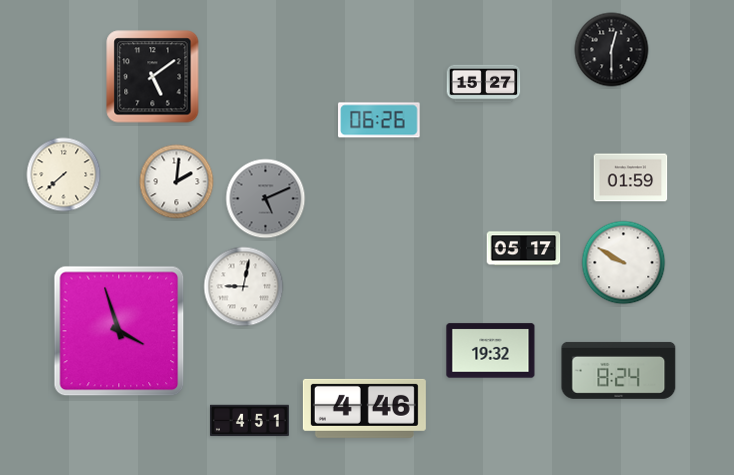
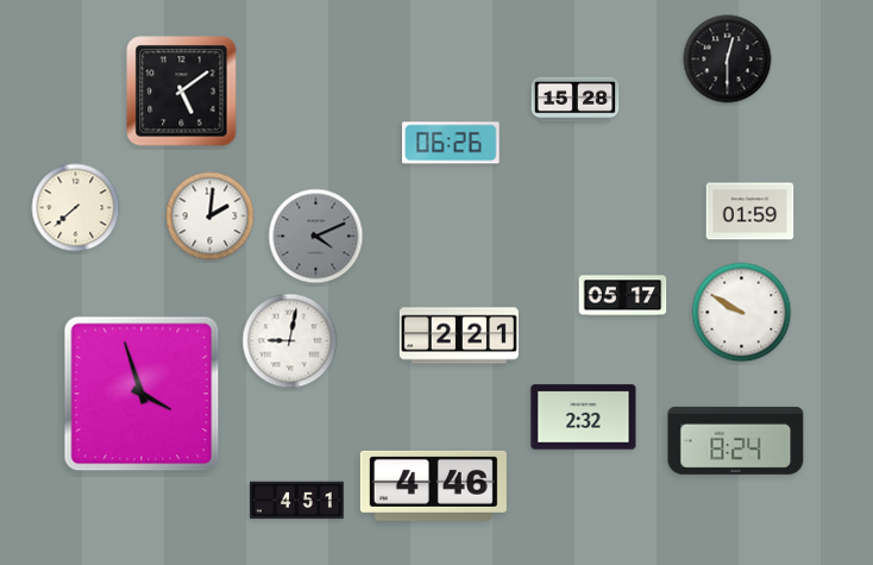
clock at (484, 84): 15:27 -> 15:28
clock at (266, 199): 5:11 -> 4:11
clock at (459, 335): none -> 2:21
clock at (491, 351): 19:32 -> 2:32
